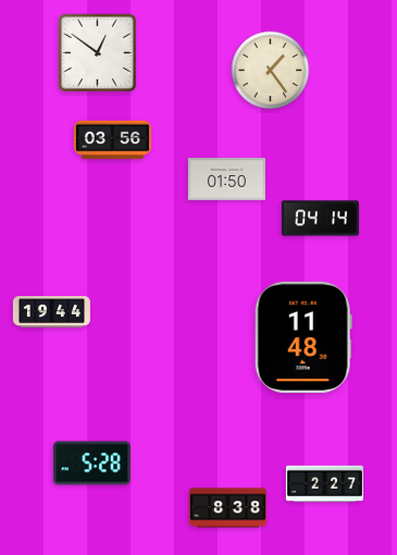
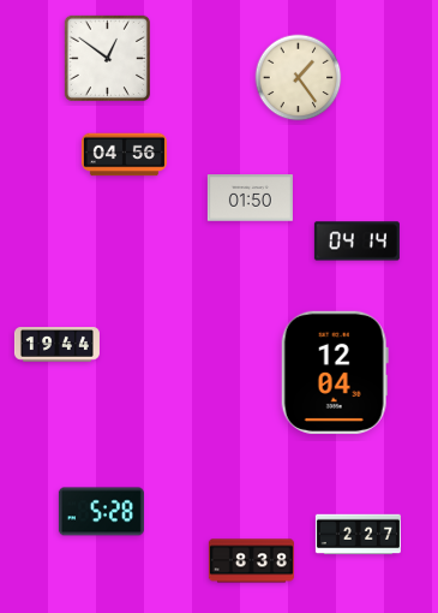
clock at (112, 140): 03:56 -> 04:56
clock at (320, 219) position: (320, 219) -> (356, 242)
clock at (303, 337): 11:48 -> 12:04
